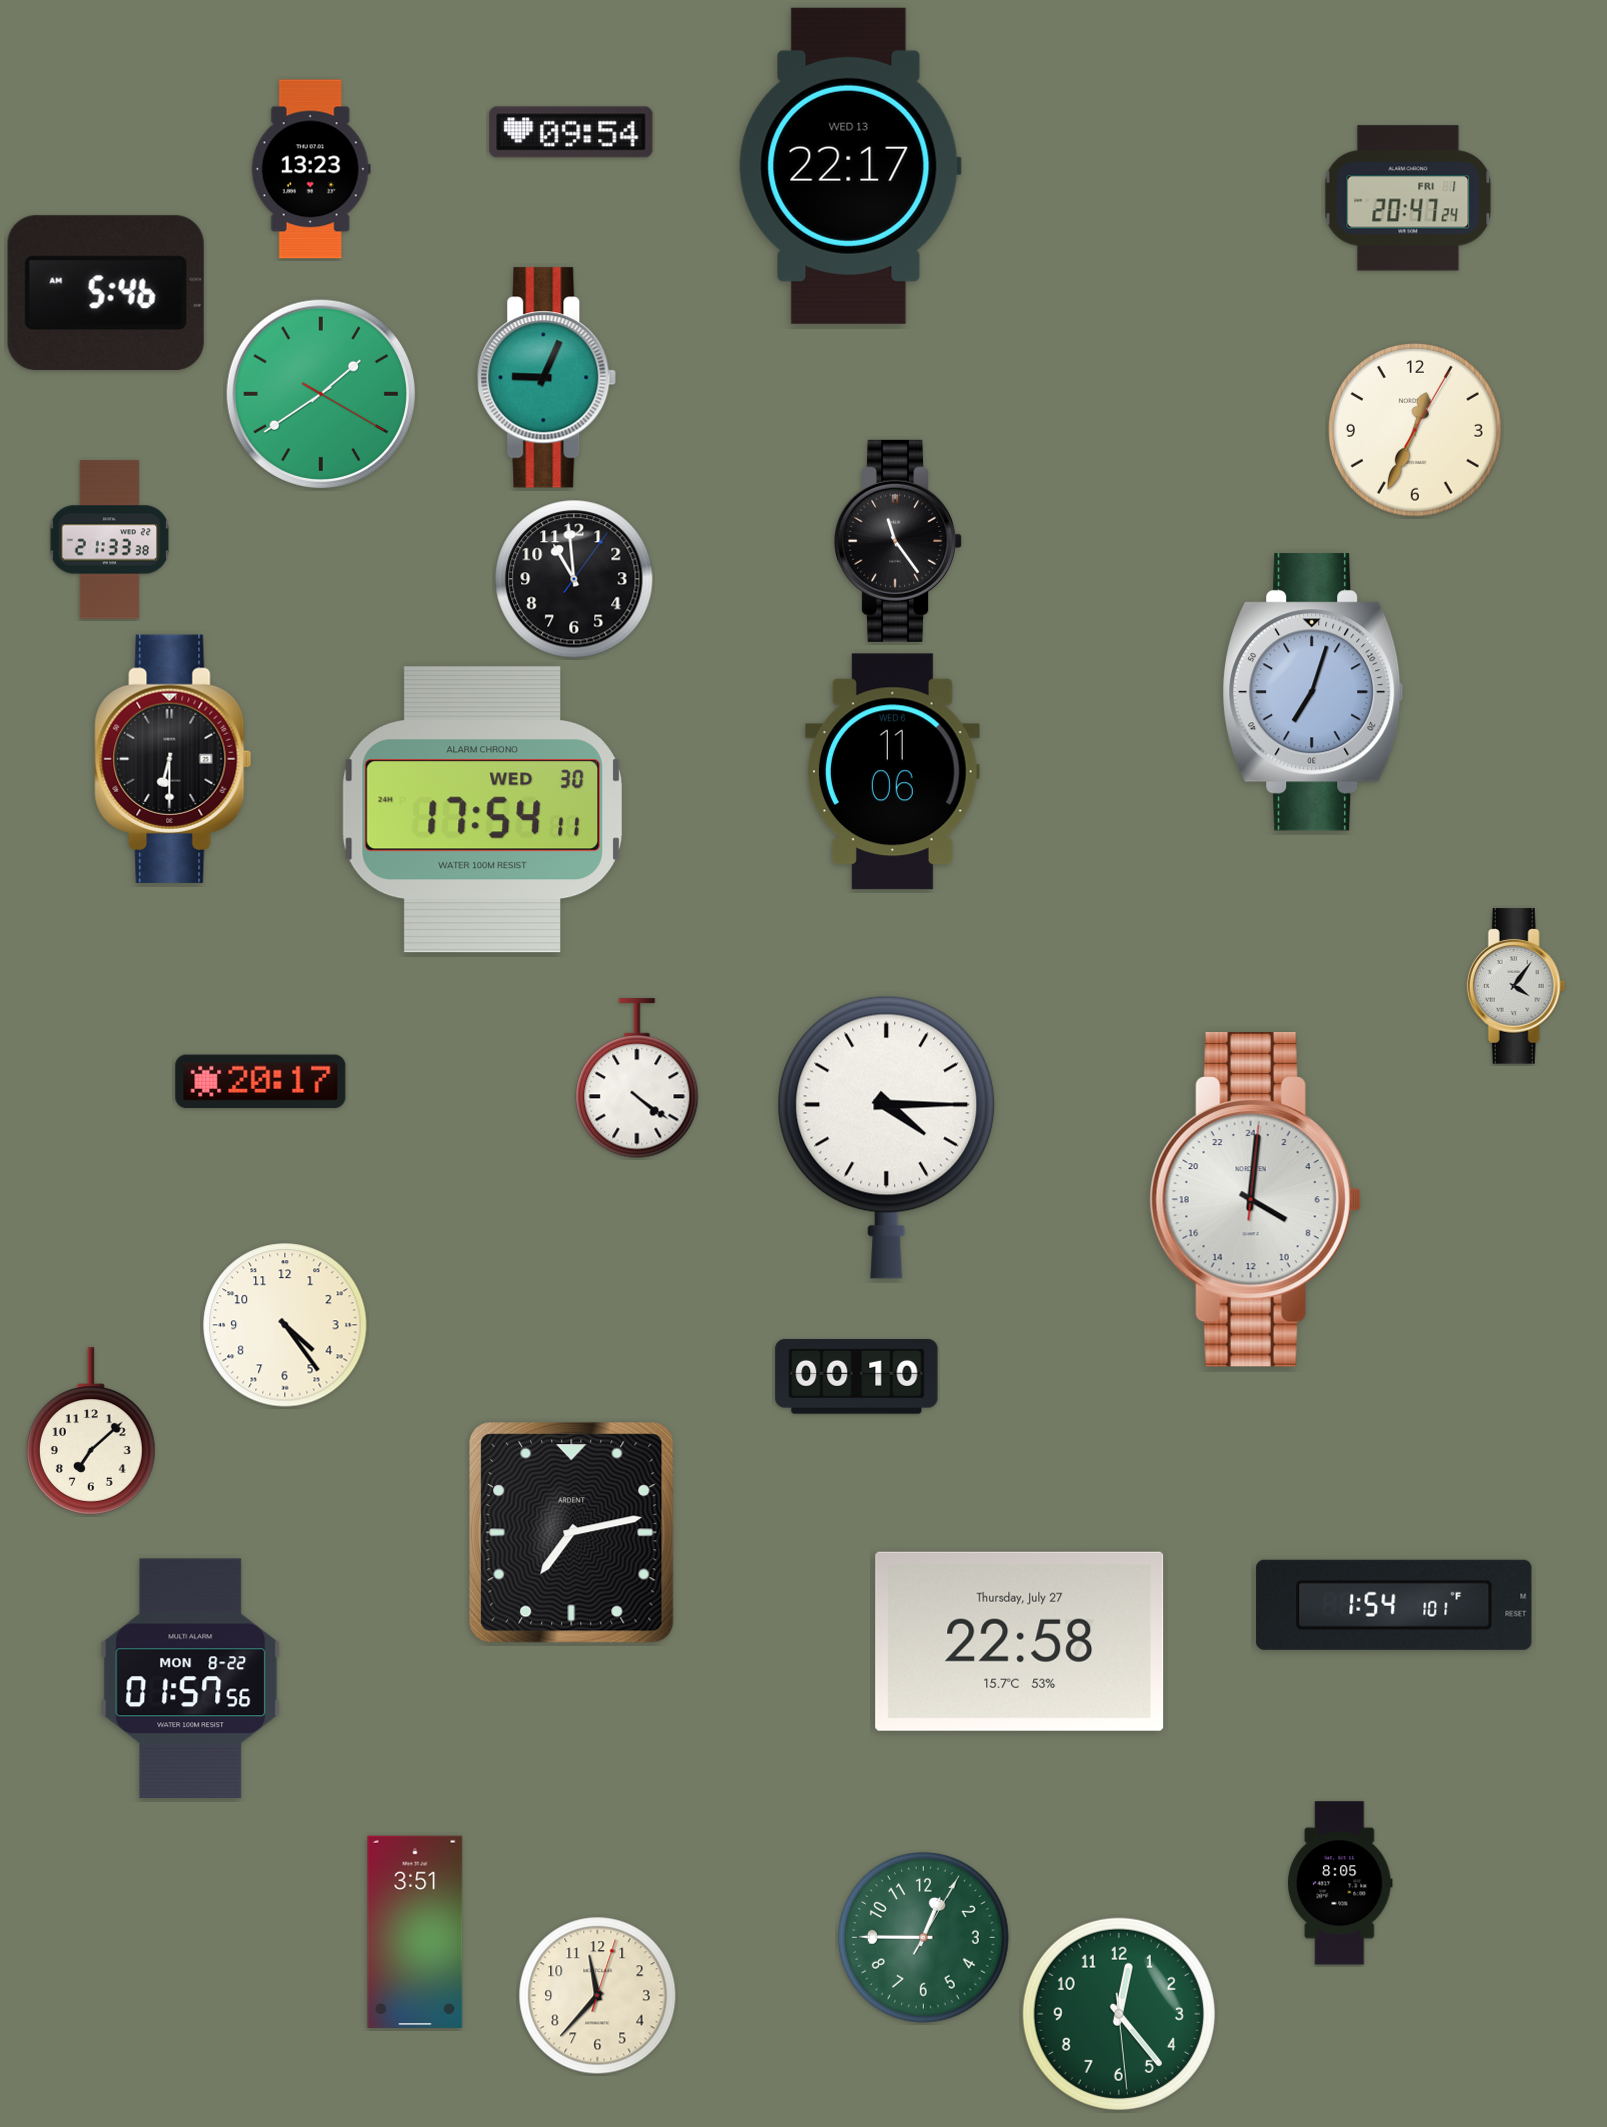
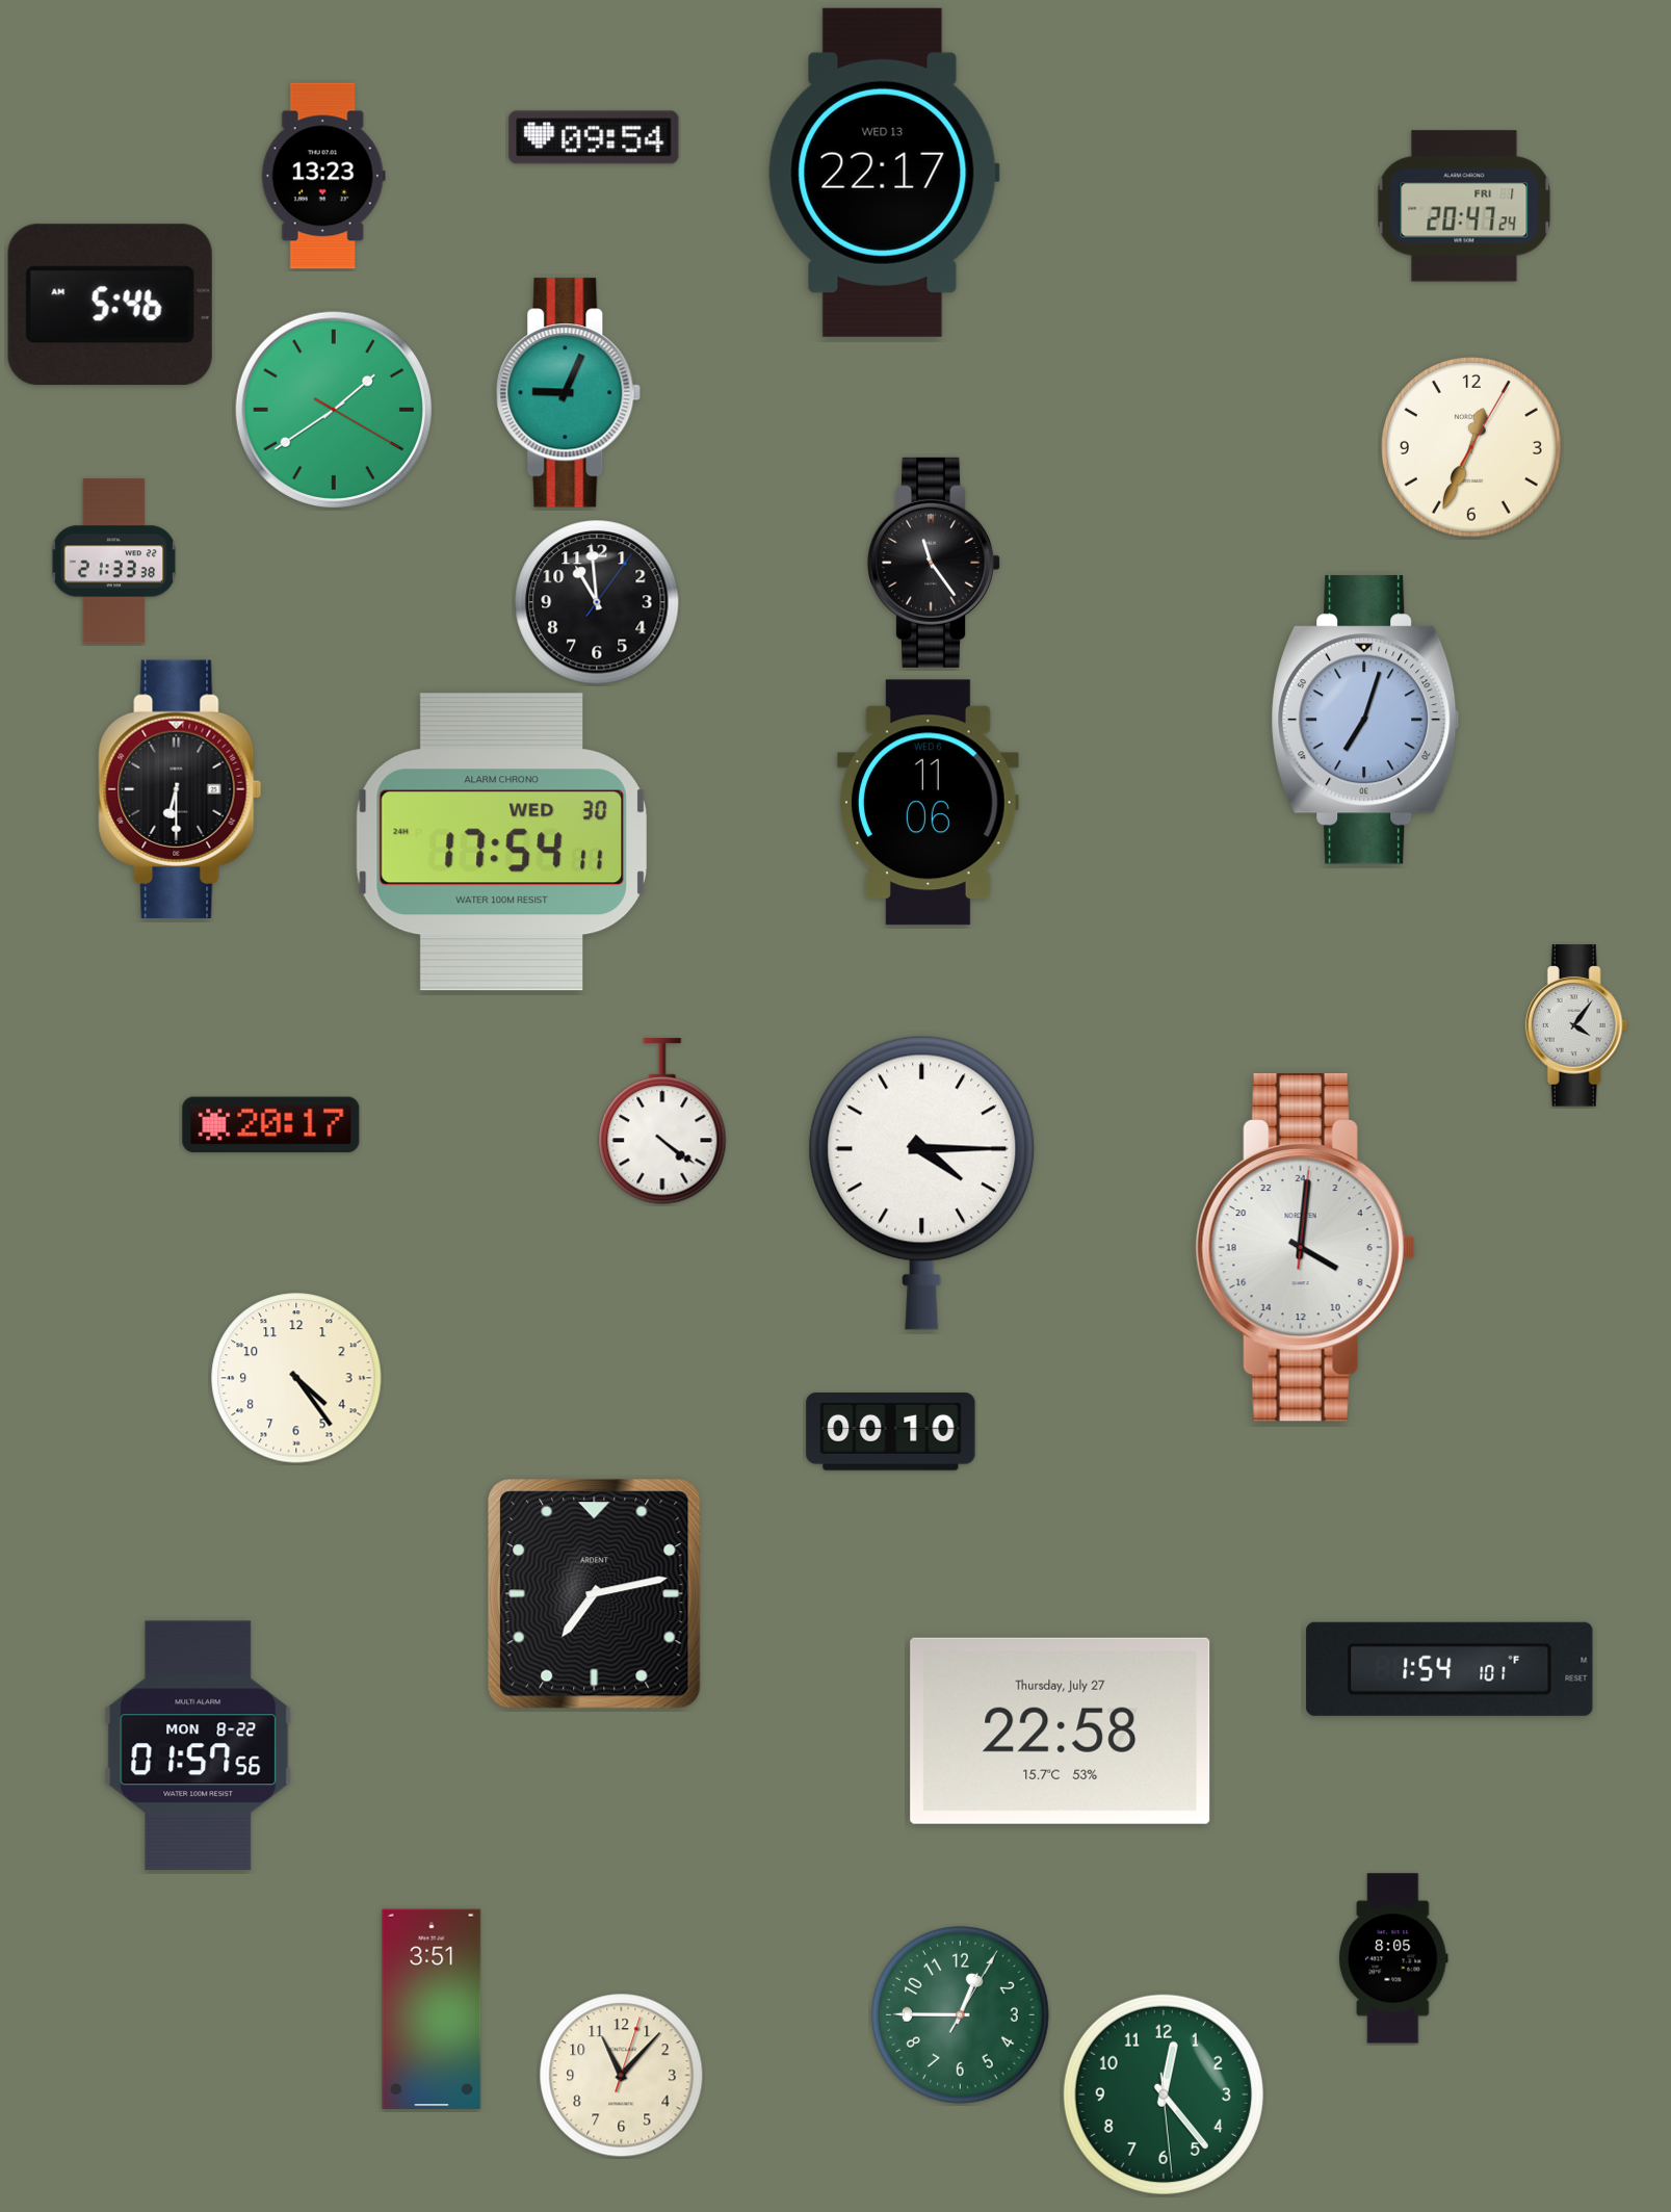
clock at (91, 1431): 7:08 -> none
clock at (1020, 1641) position: (1020, 1641) -> (1061, 1730)
clock at (598, 1996): 11:37 -> 11:07
